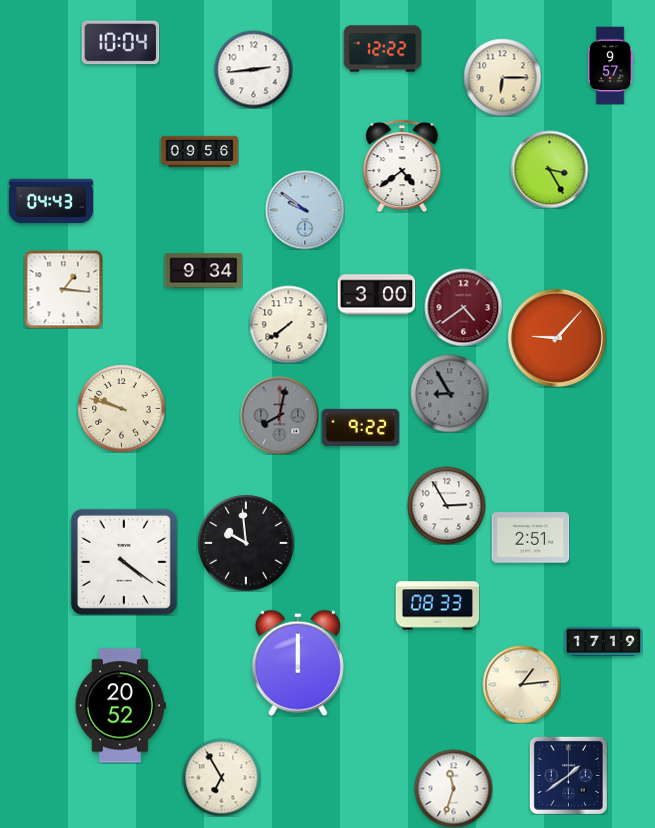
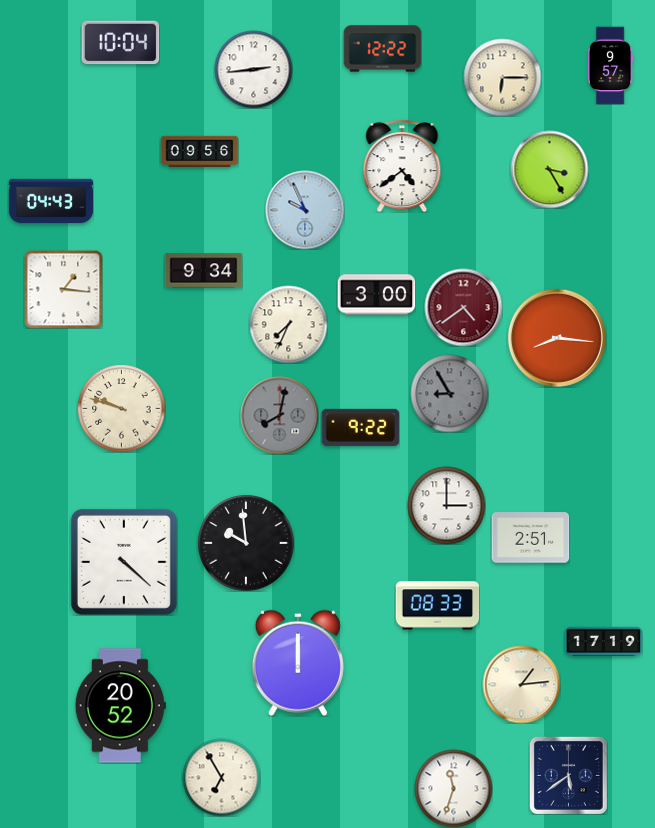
clock at (305, 210): 9:51 -> 9:56
clock at (288, 324): 7:39 -> 7:34
clock at (557, 338): 9:07 -> 8:16
clock at (446, 505): 2:55 -> 3:00
clock at (124, 562): 4:21 -> 4:22
clock at (568, 775): 1:39 -> 5:39
